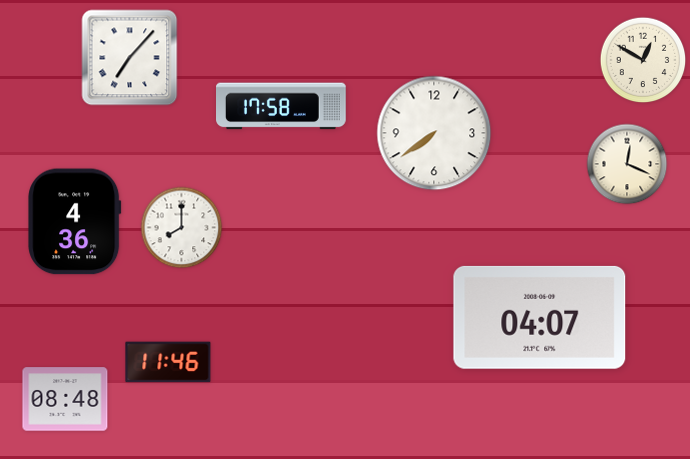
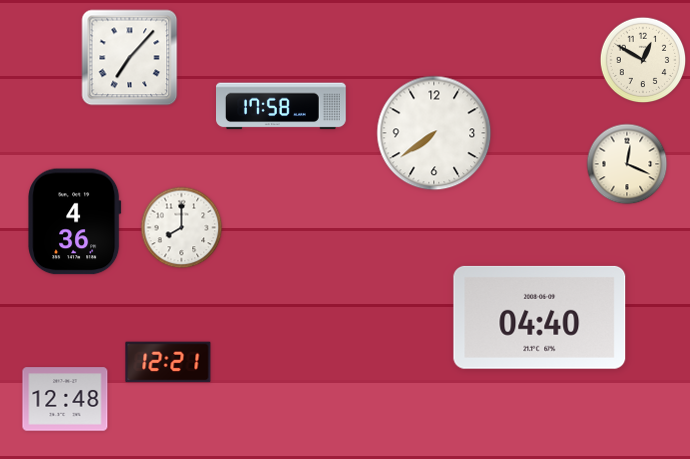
clock at (540, 317): 04:07 -> 04:40
clock at (168, 362): 11:46 -> 12:21
clock at (65, 399): 08:48 -> 12:48
